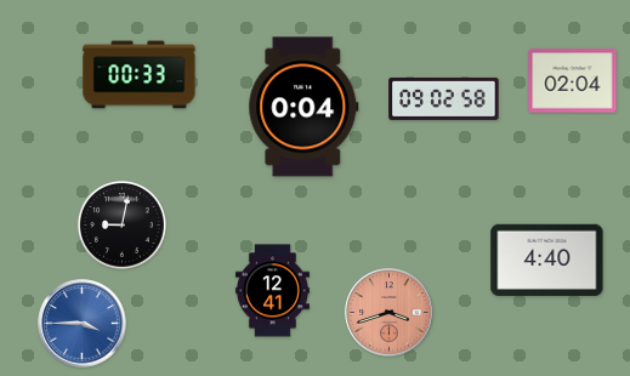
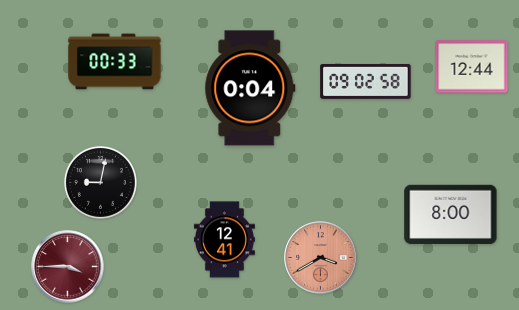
clock at (573, 81): 02:04 -> 12:44
clock at (121, 224) position: (121, 224) -> (100, 182)
clock at (547, 260): 4:40 -> 8:00
clock at (390, 313): 3:42 -> 3:40
clock at (83, 324) dial: blue -> burgundy
